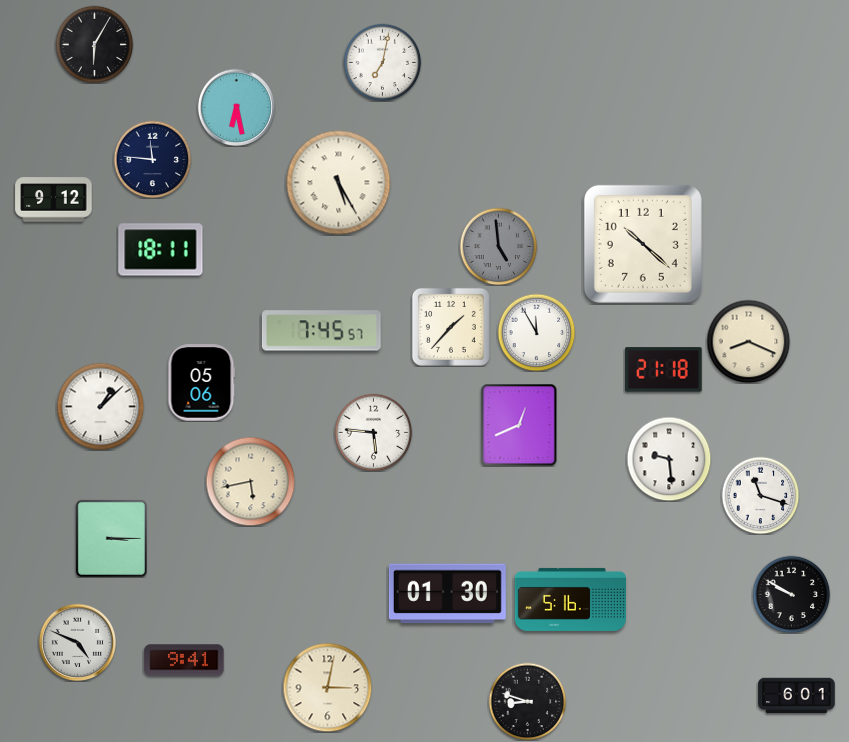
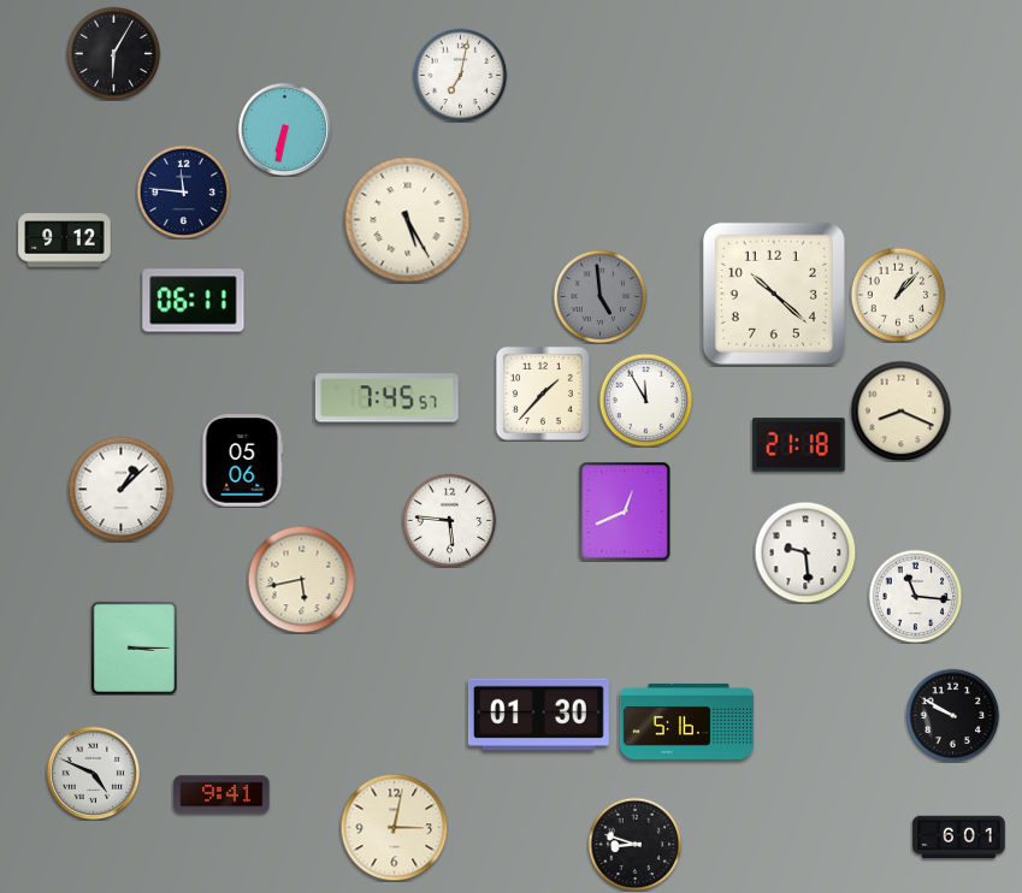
clock at (236, 107): 6:28 -> 6:32
clock at (898, 295): none -> 1:07
clock at (161, 250): 18:11 -> 06:11
clock at (760, 495): 11:18 -> 11:16
